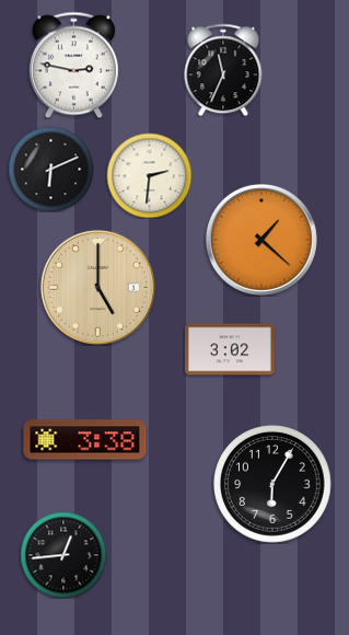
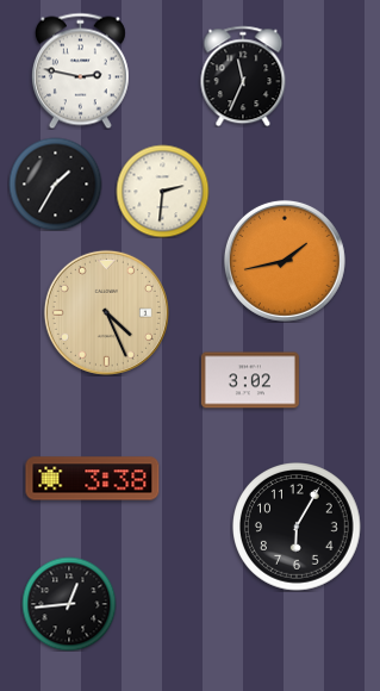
clock at (50, 169): 6:11 -> 1:35
clock at (261, 240): 1:22 -> 1:43
clock at (97, 287): 5:00 -> 4:26
